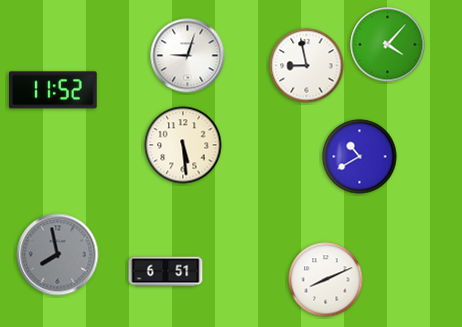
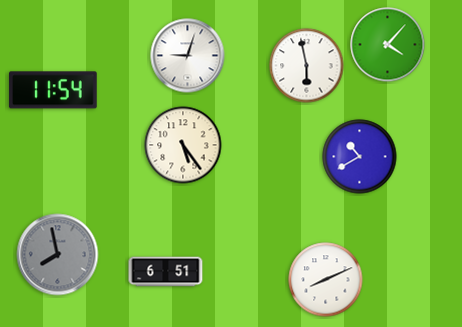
clock at (307, 66): 8:58 -> 5:58
clock at (54, 90): 11:52 -> 11:54
clock at (183, 145): 5:29 -> 5:24
